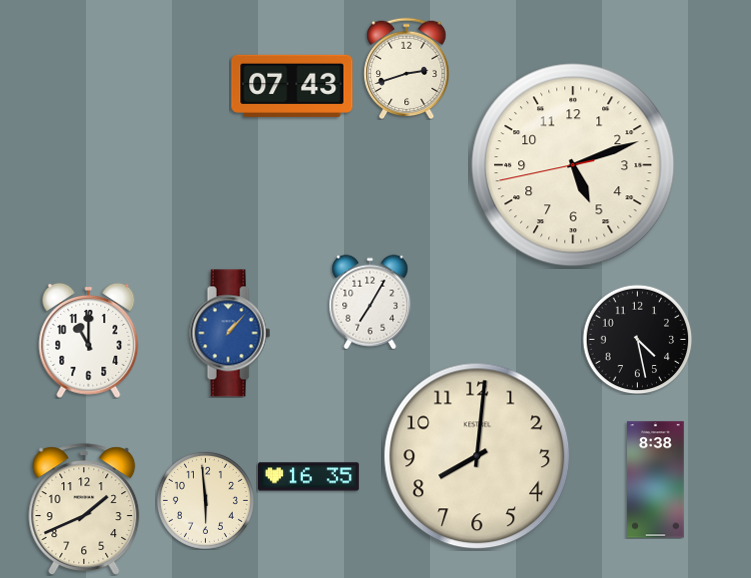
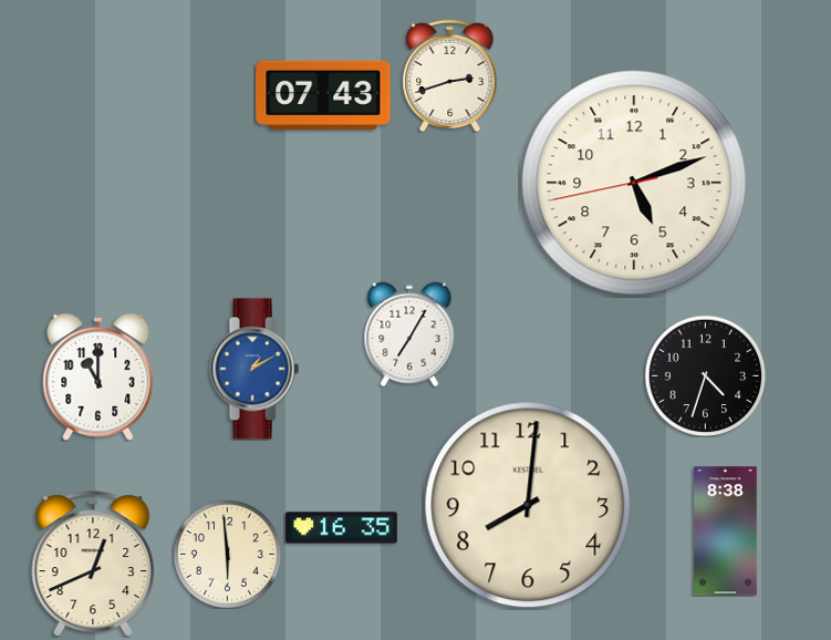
clock at (230, 333): 1:07 -> 1:10
clock at (637, 339): 4:28 -> 4:33
clock at (84, 509): 1:41 -> 12:41
